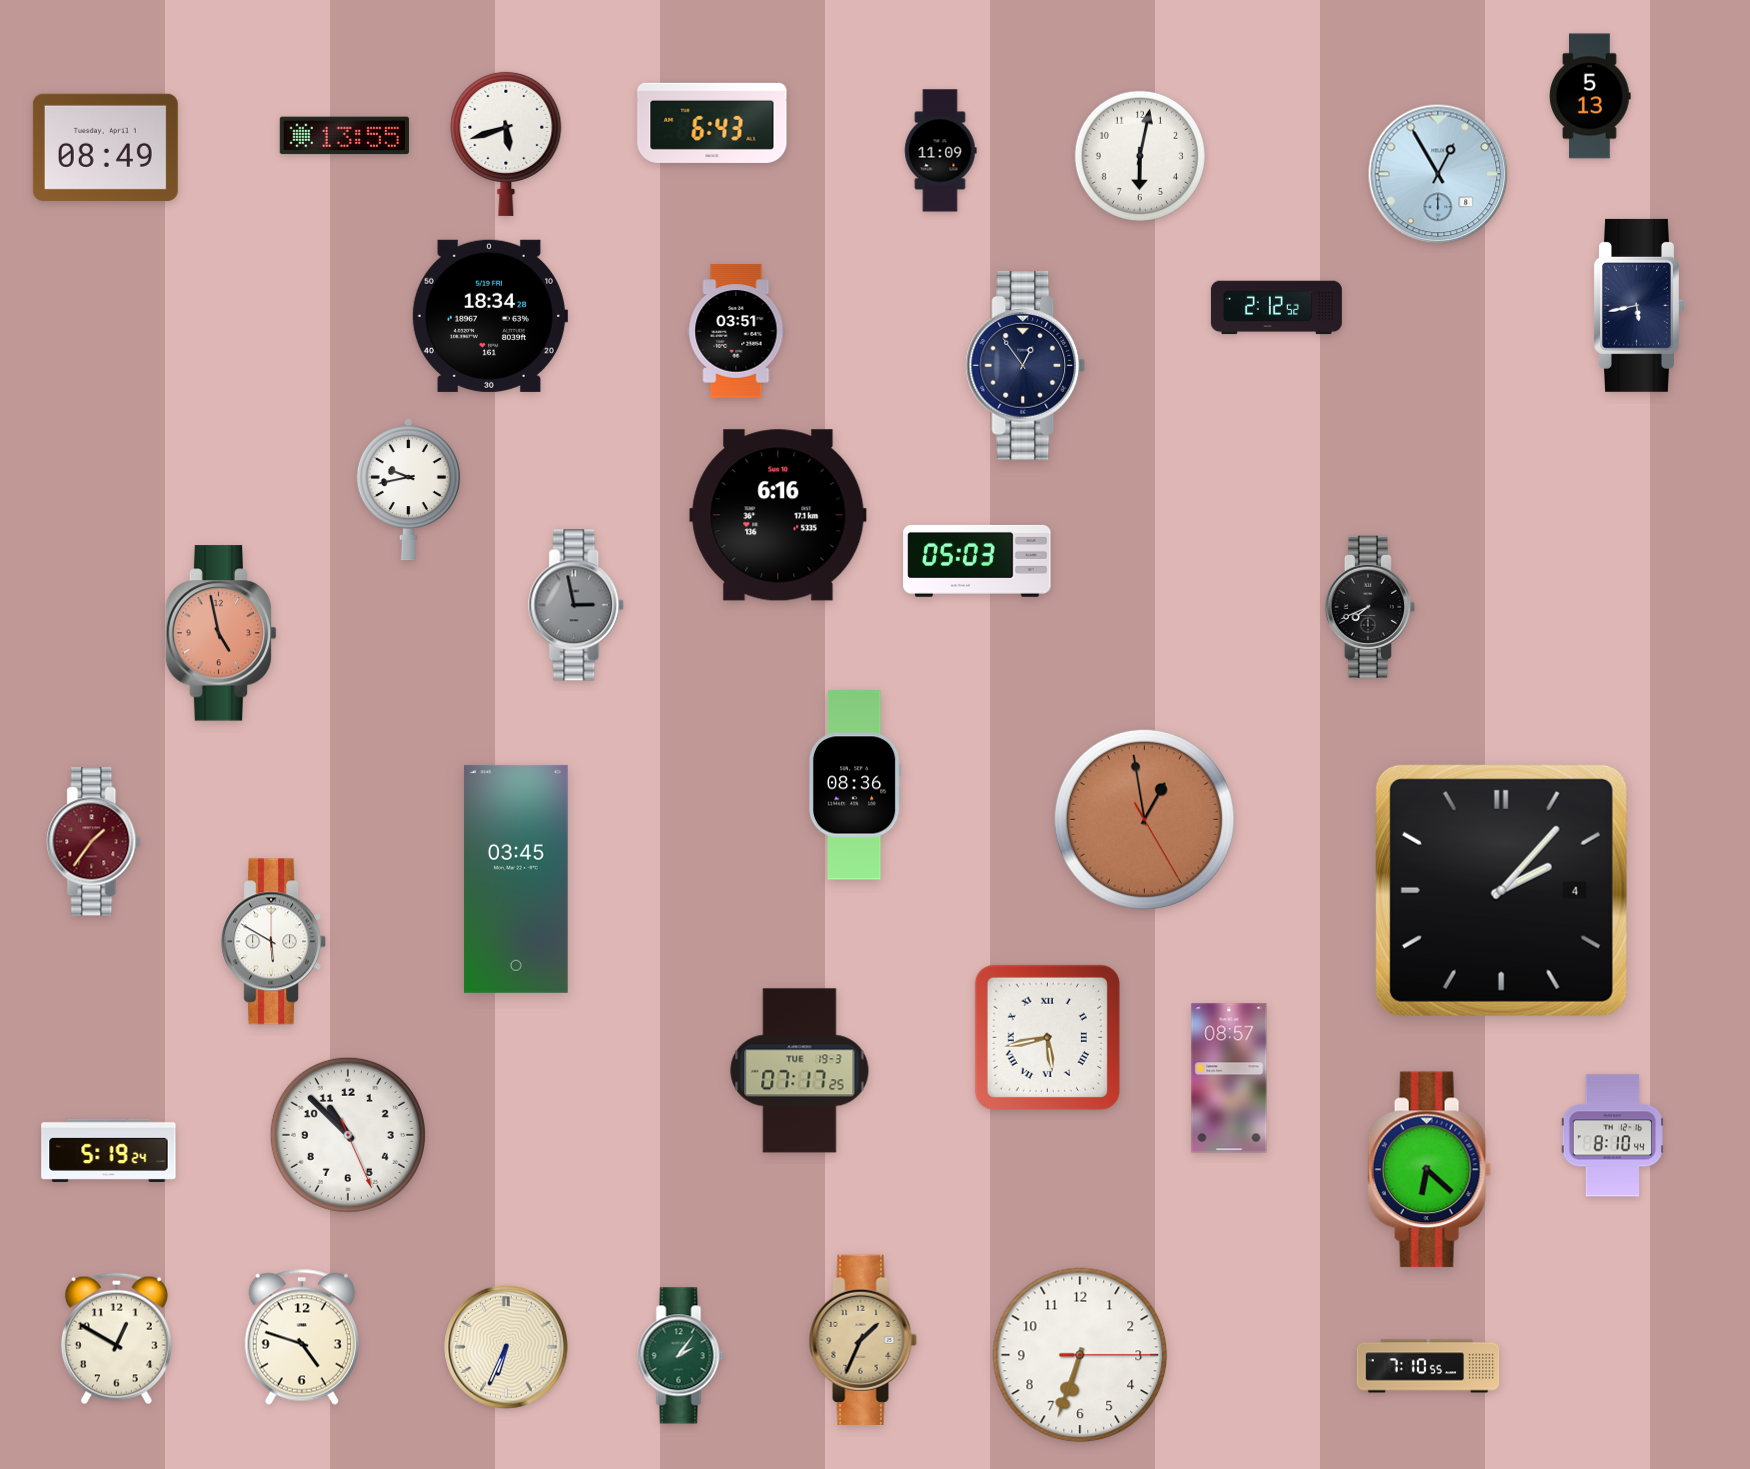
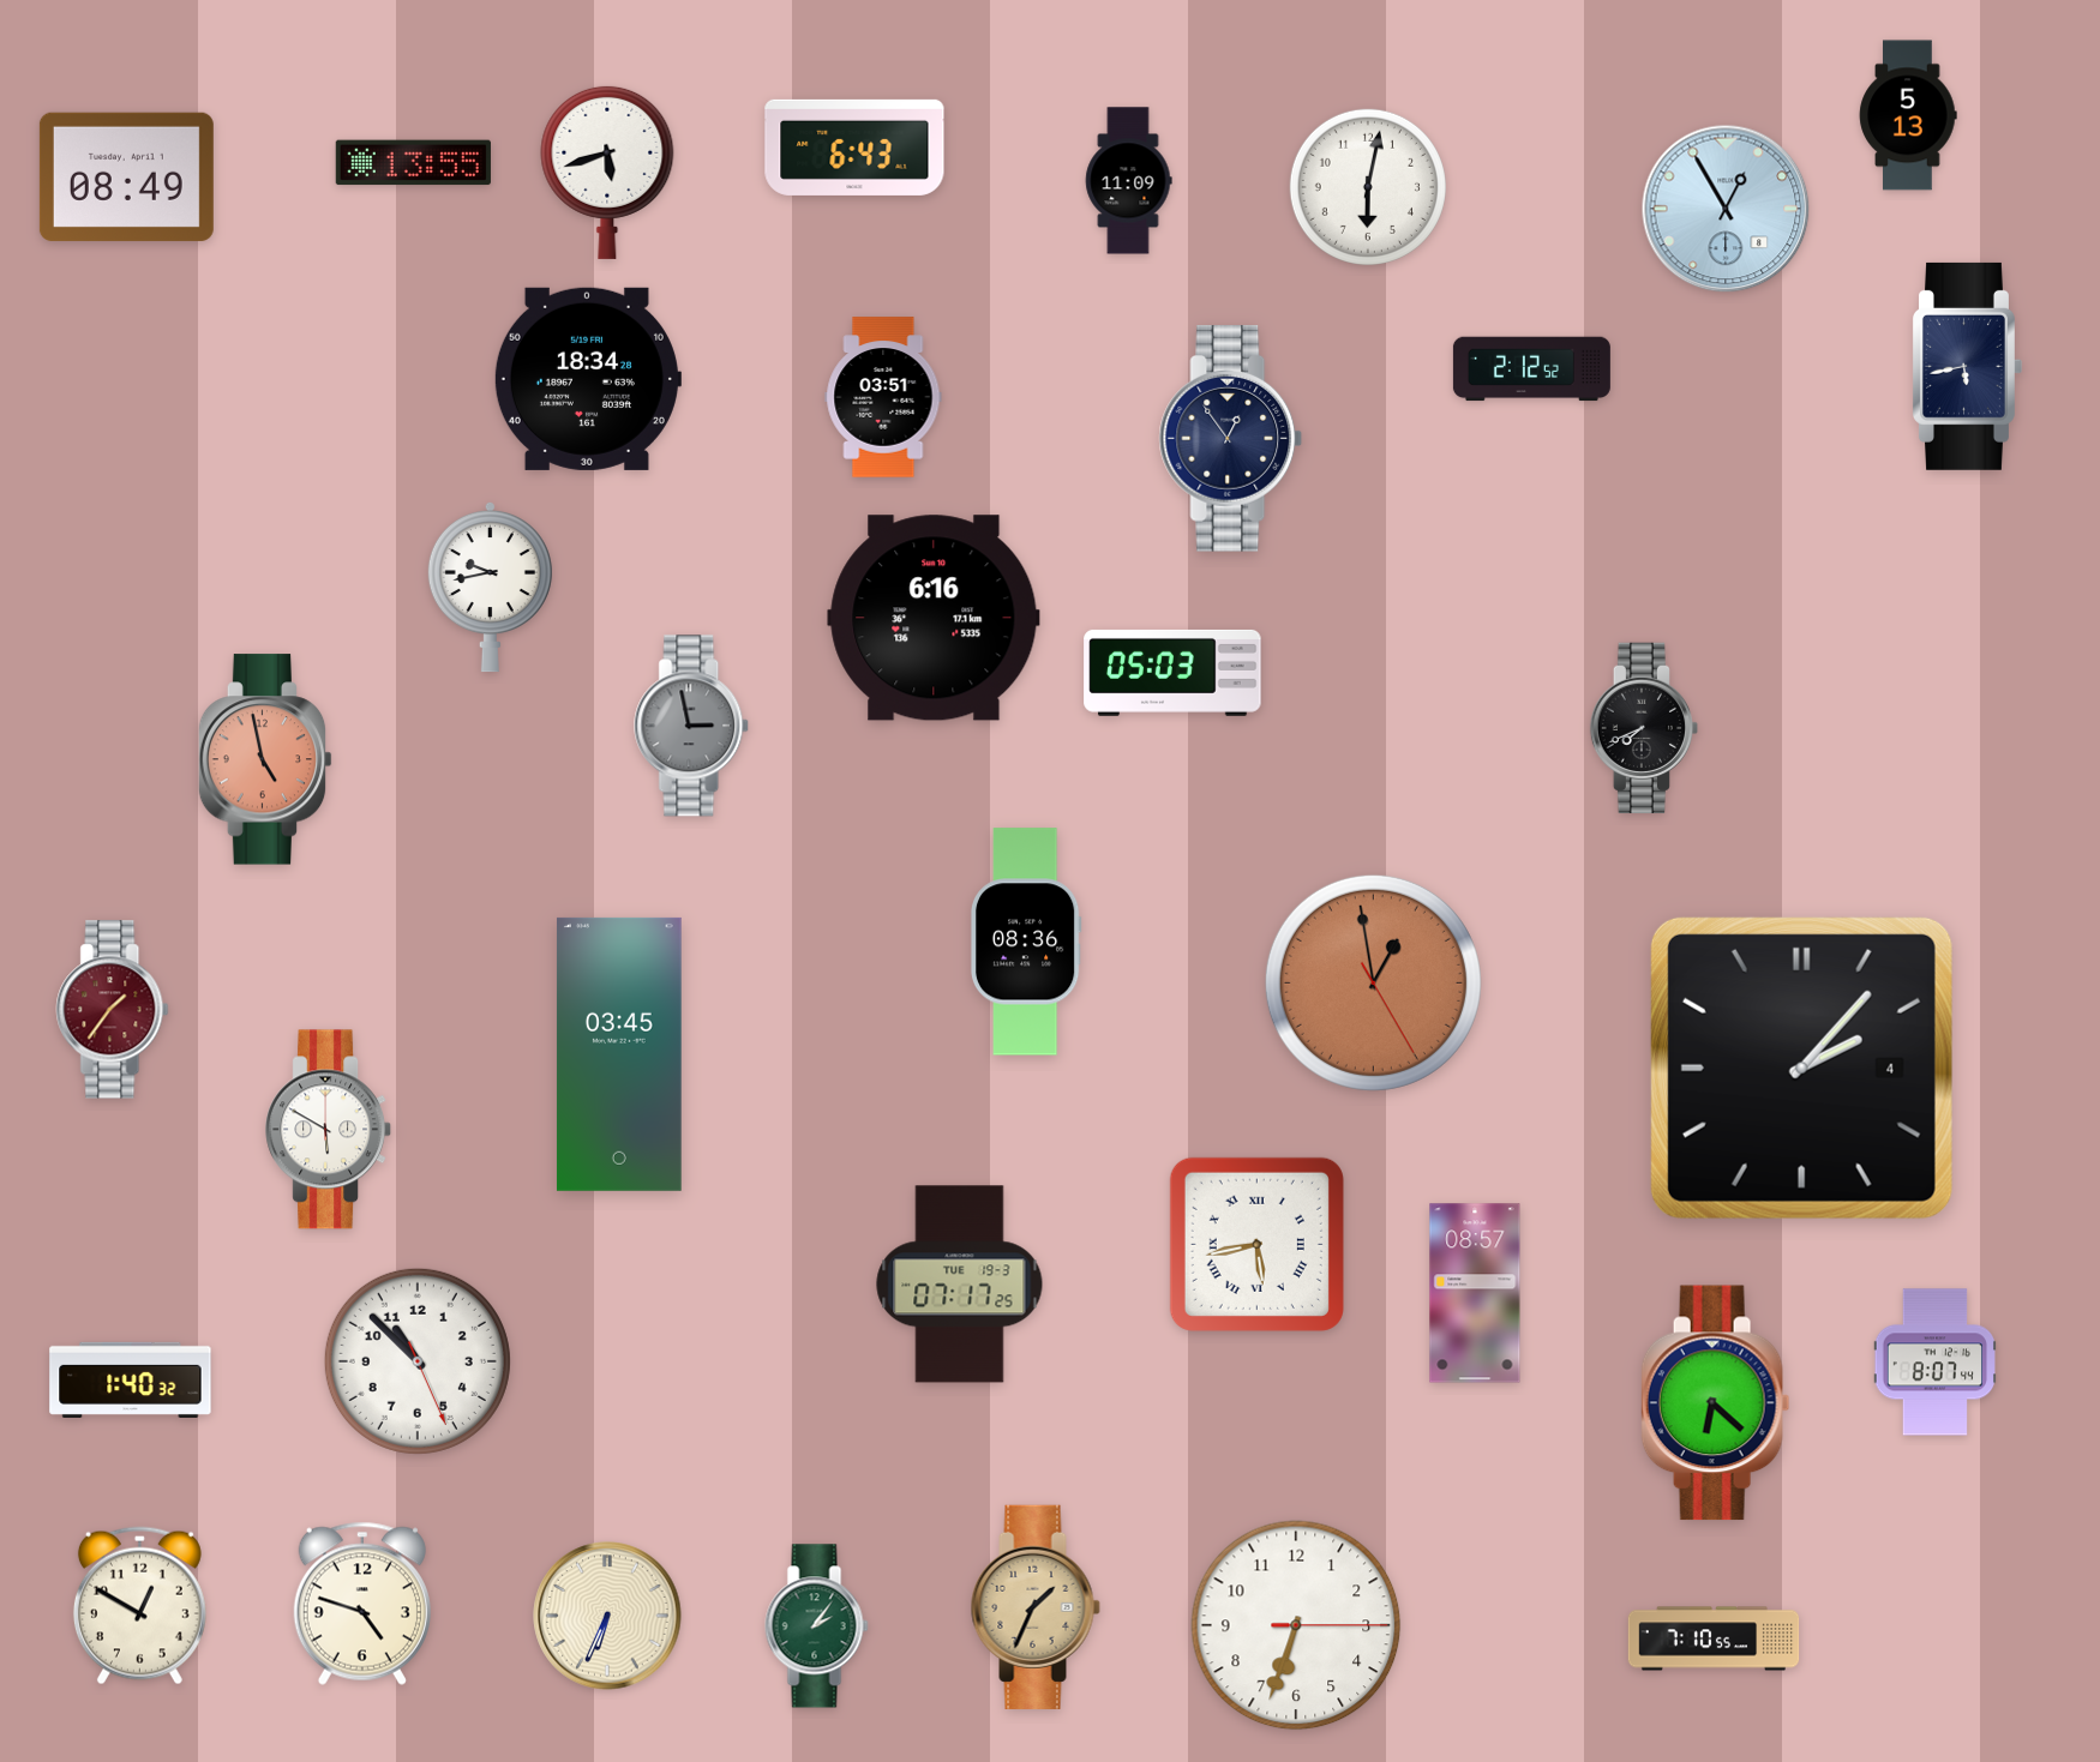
clock at (1613, 1136): 8:10 -> 8:07
clock at (109, 1150): 5:19 -> 1:40
